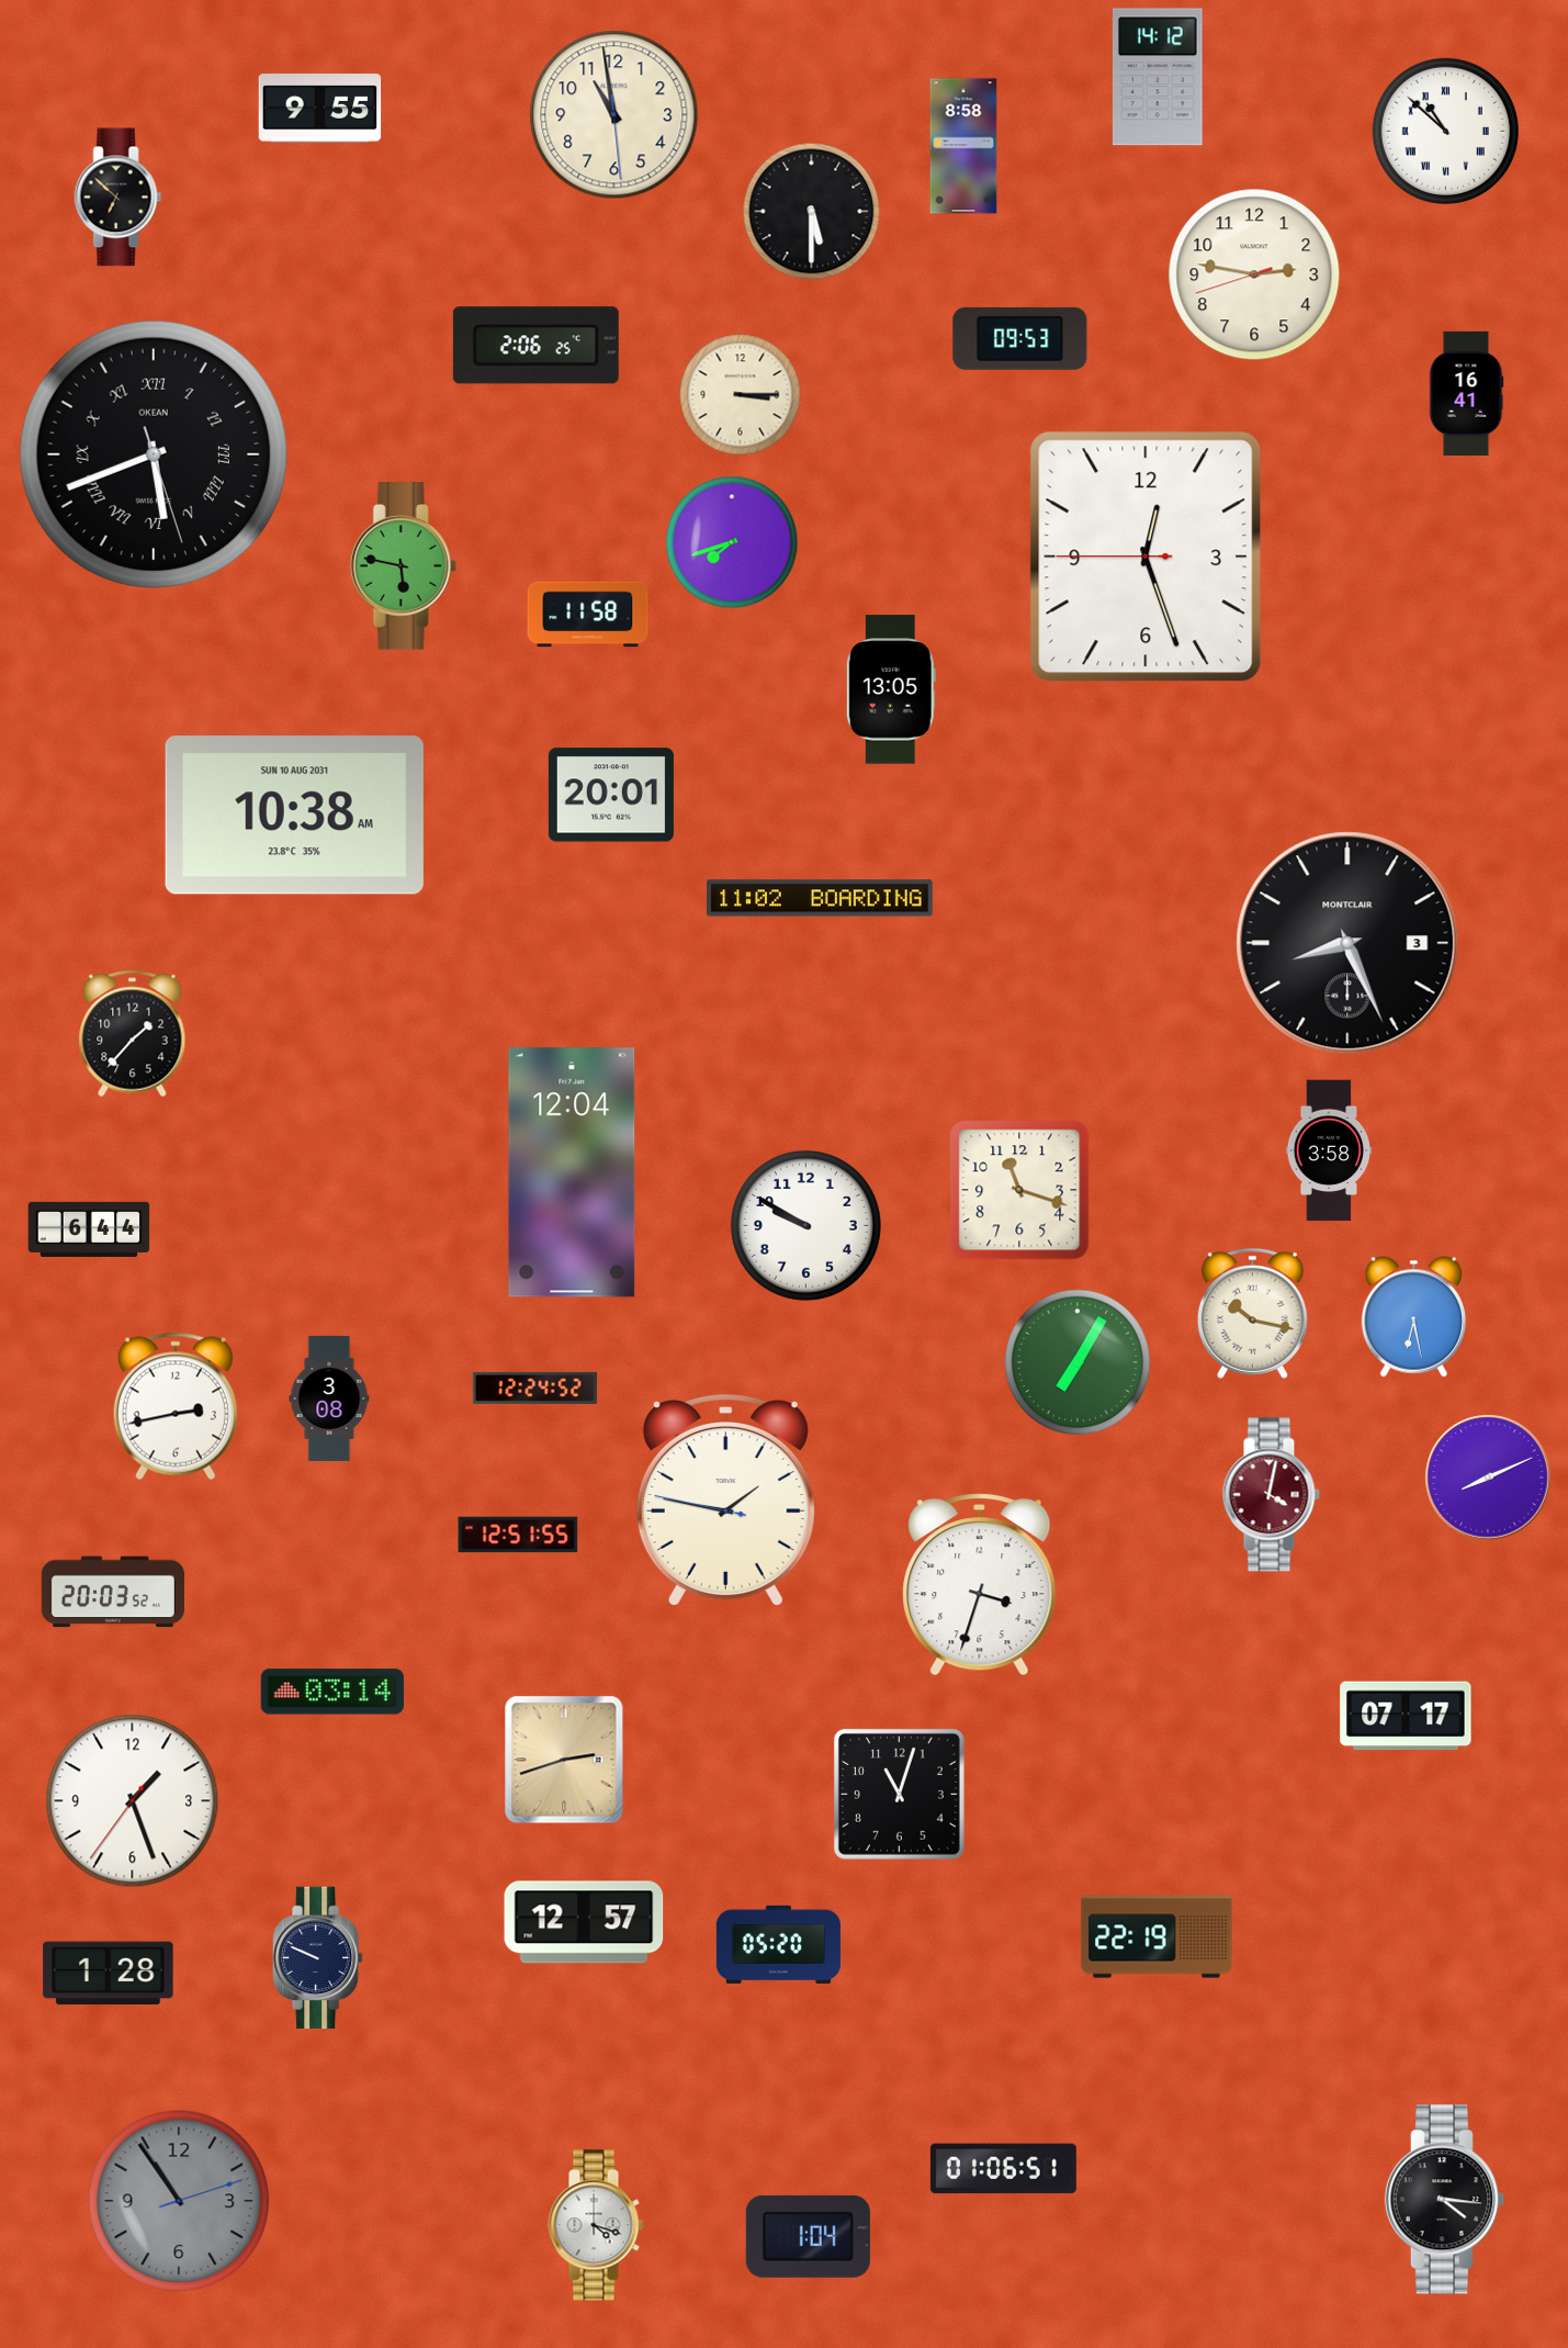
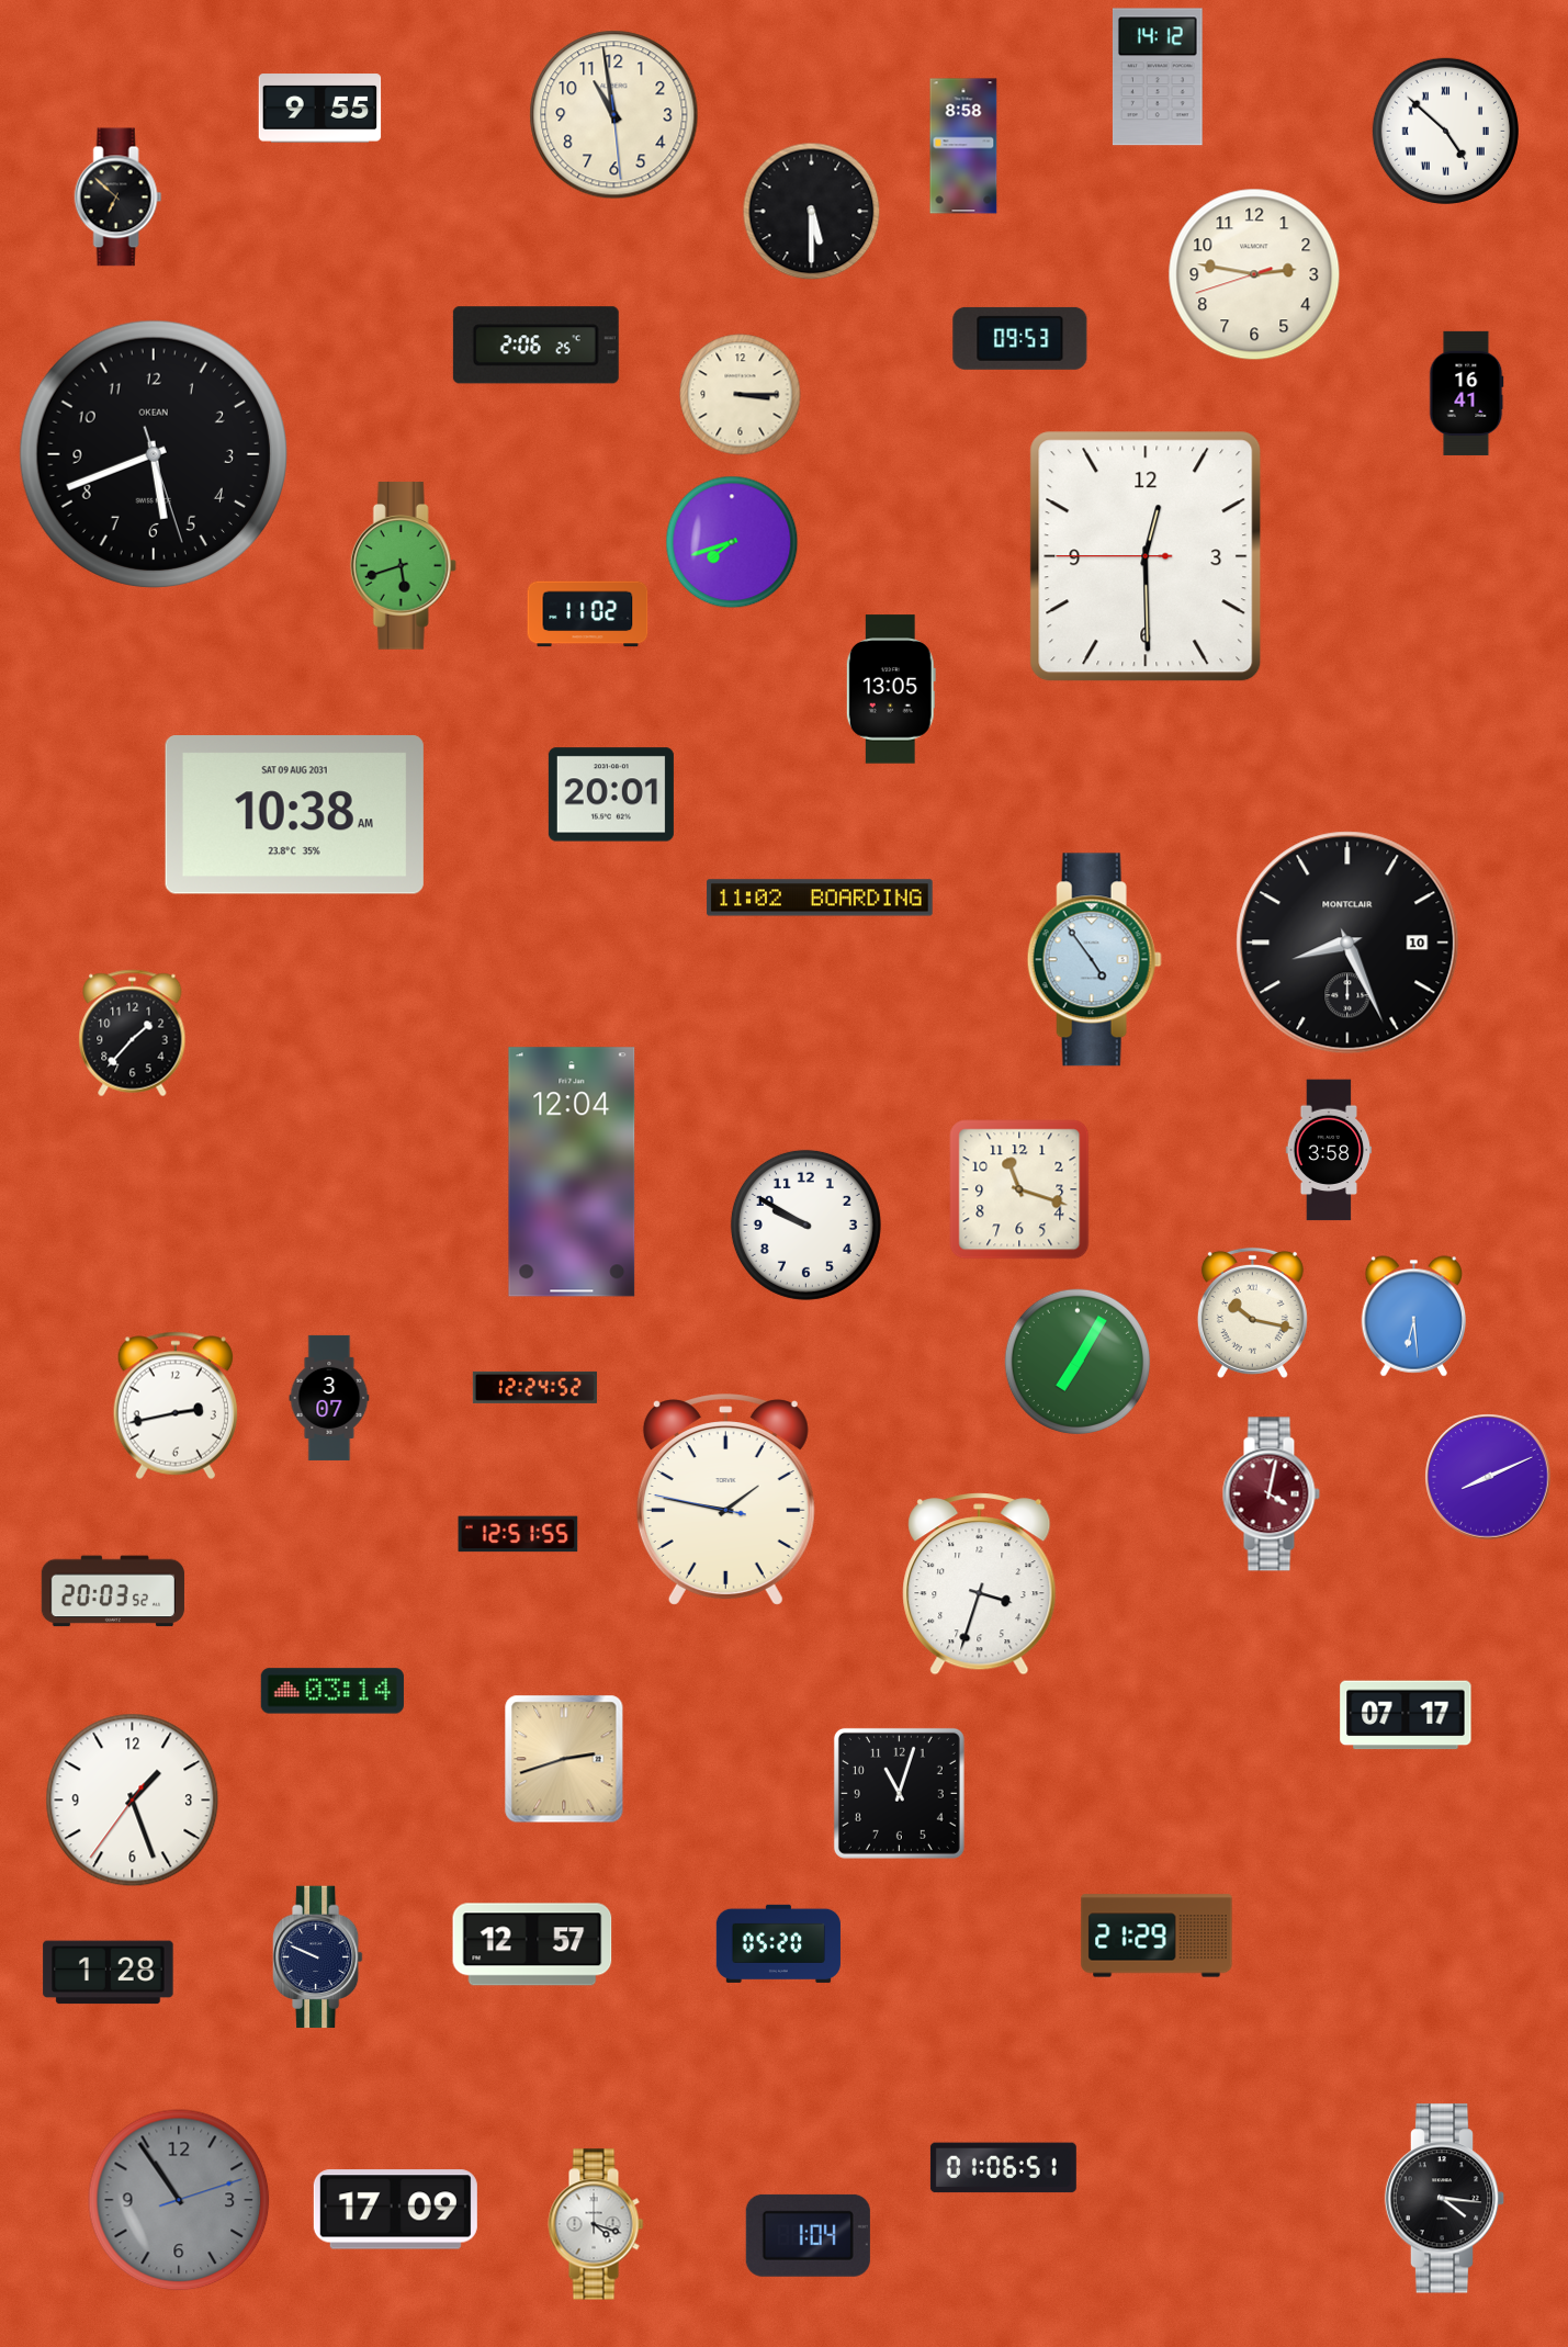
clock at (1445, 131): 10:52 -> 4:52
clock at (154, 454) numerals: Roman -> Arabic
clock at (1146, 557): 12:26 -> 12:29
clock at (403, 566): 5:47 -> 5:42
clock at (588, 615): 11:58 -> 11:02
clock at (294, 816) date: SUN 10 AUG 2031 -> SAT 09 AUG 2031
clock at (1347, 943) date: 3 -> 10
clock at (1094, 960): none -> 4:54
clock at (89, 1229): 6:44 -> none
clock at (1413, 1317): 6:28 -> 6:29
clock at (329, 1398): 3:08 -> 3:07
clock at (584, 1922) position: (584, 1922) -> (532, 1944)
clock at (1157, 1936): 22:19 -> 21:29
clock at (395, 2210): none -> 17:09
